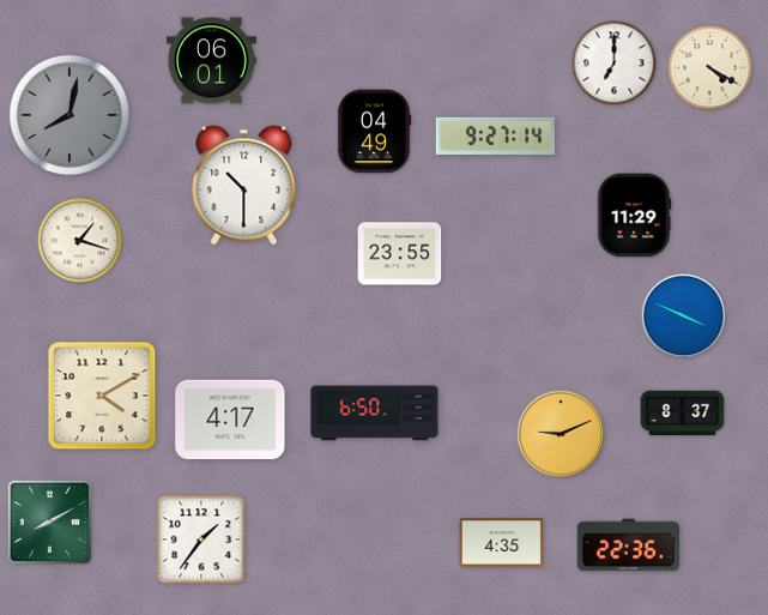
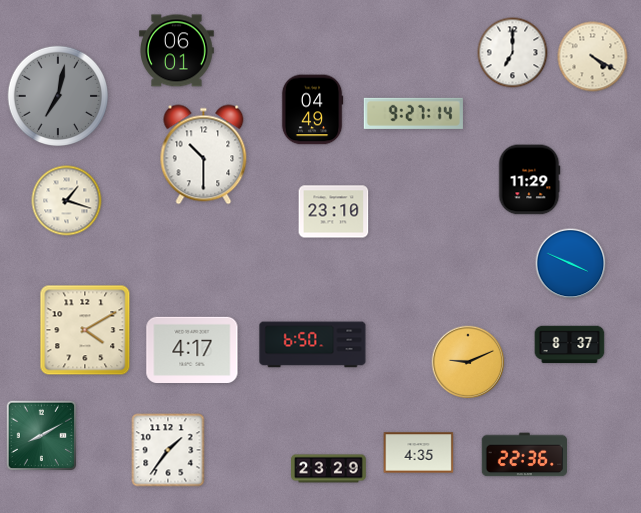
clock at (68, 114): 8:02 -> 7:02
clock at (400, 254): 23:55 -> 23:10
clock at (329, 469): none -> 23:29
